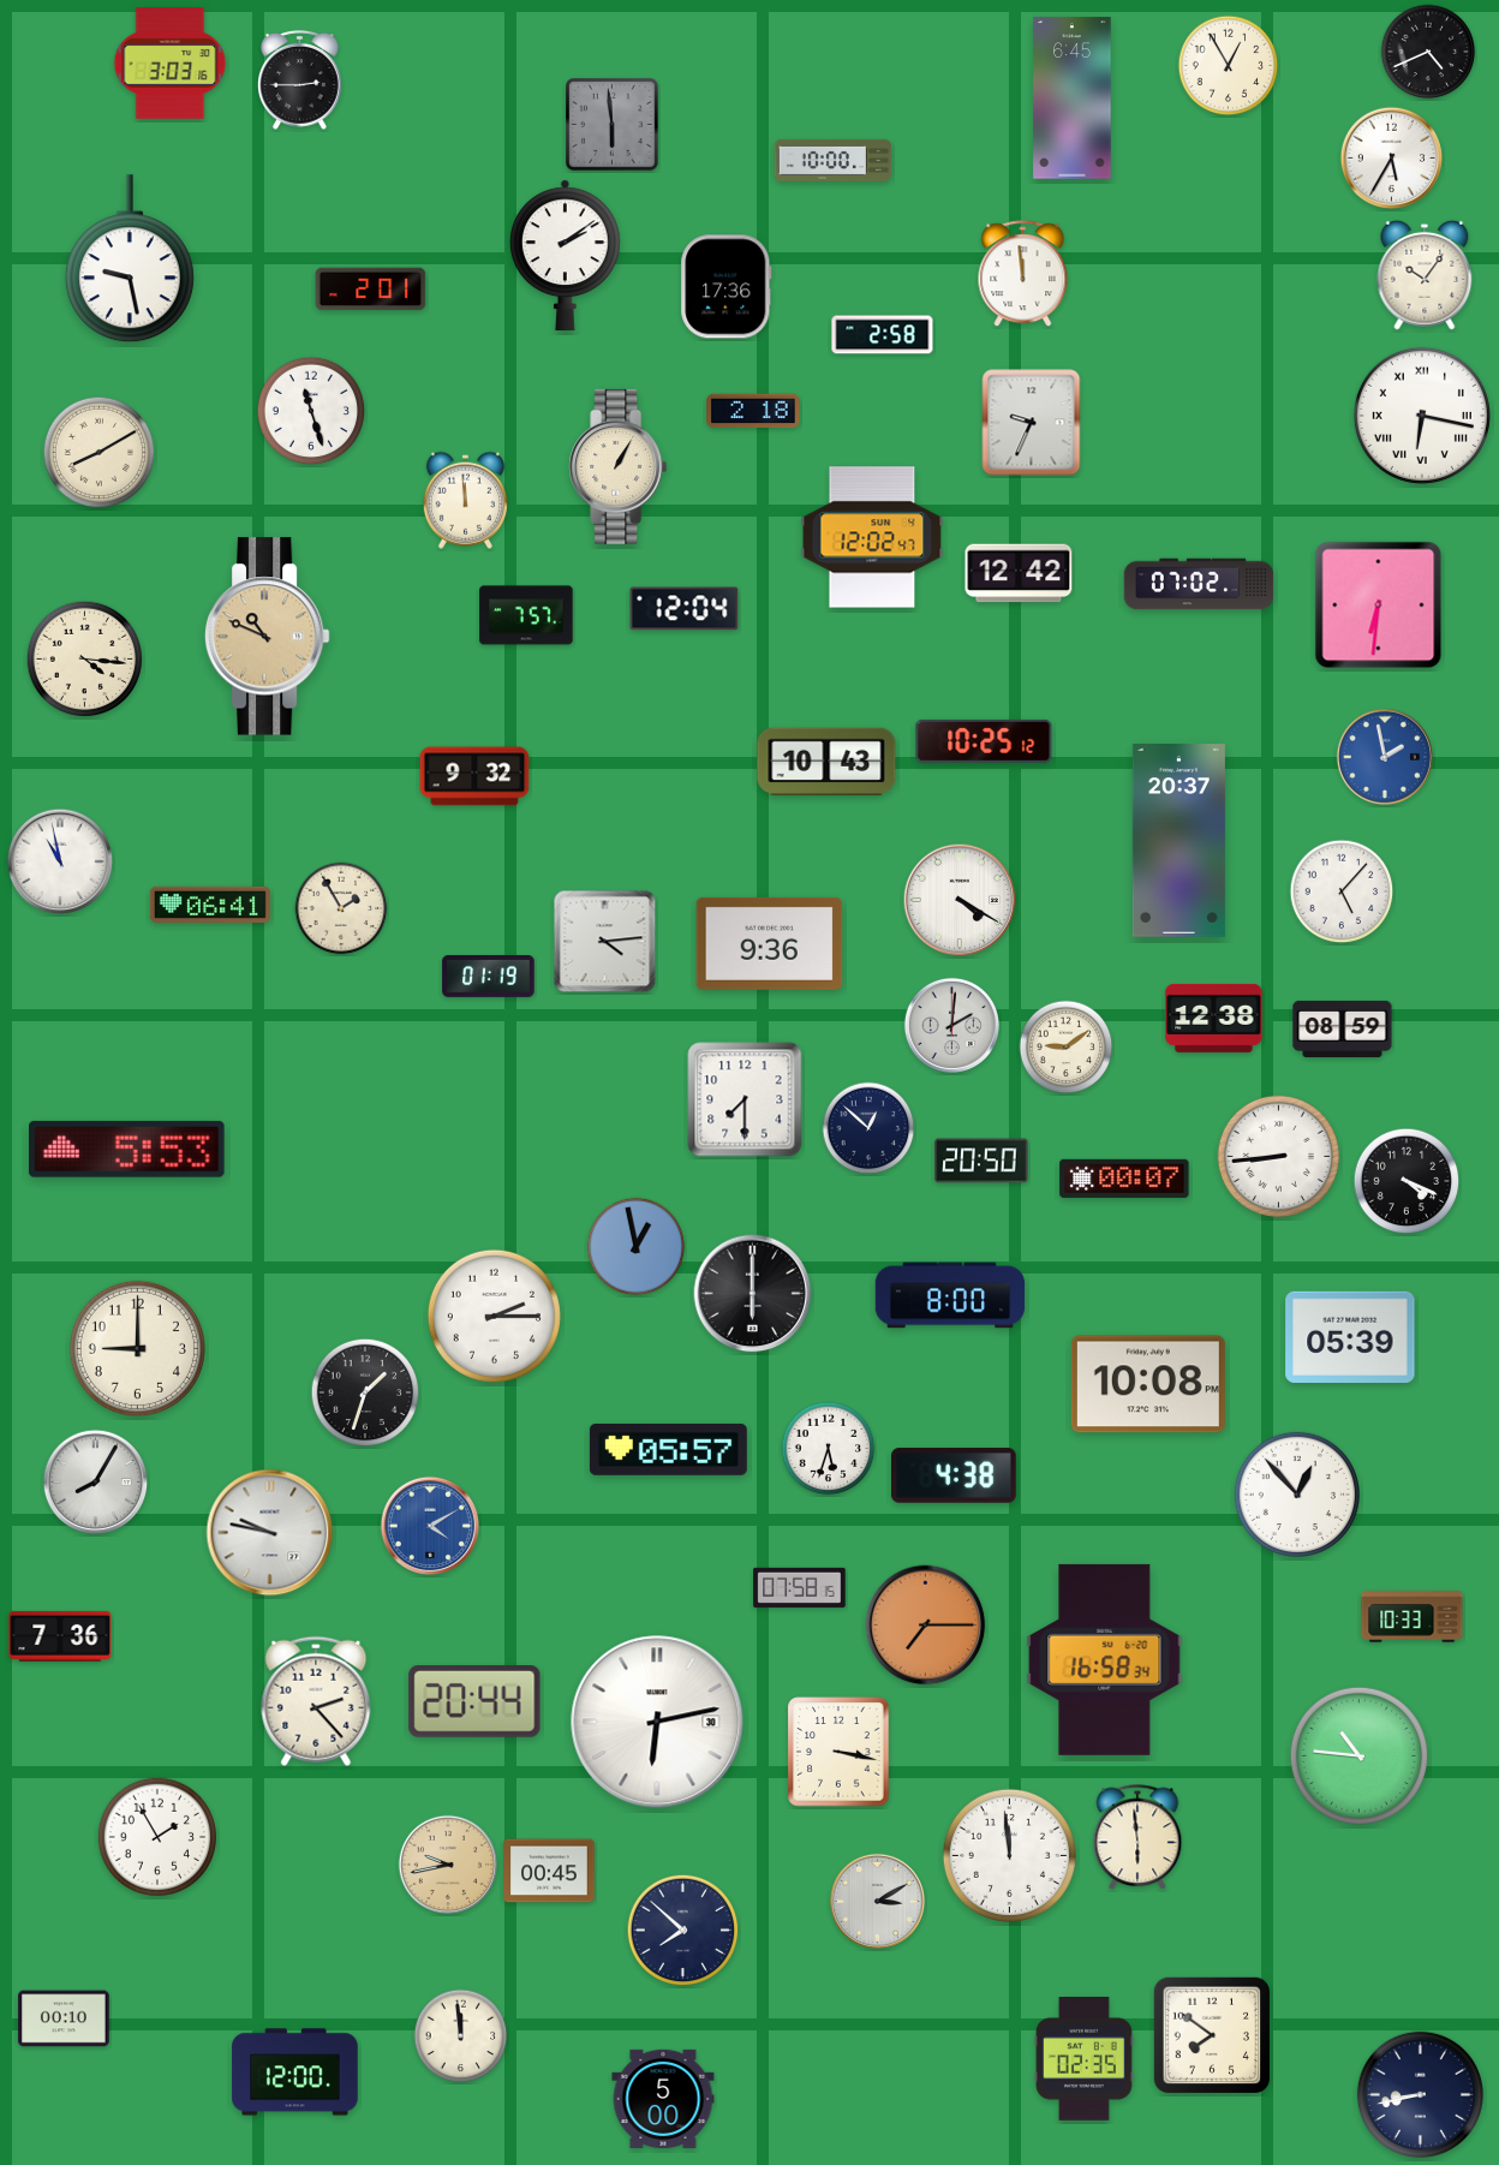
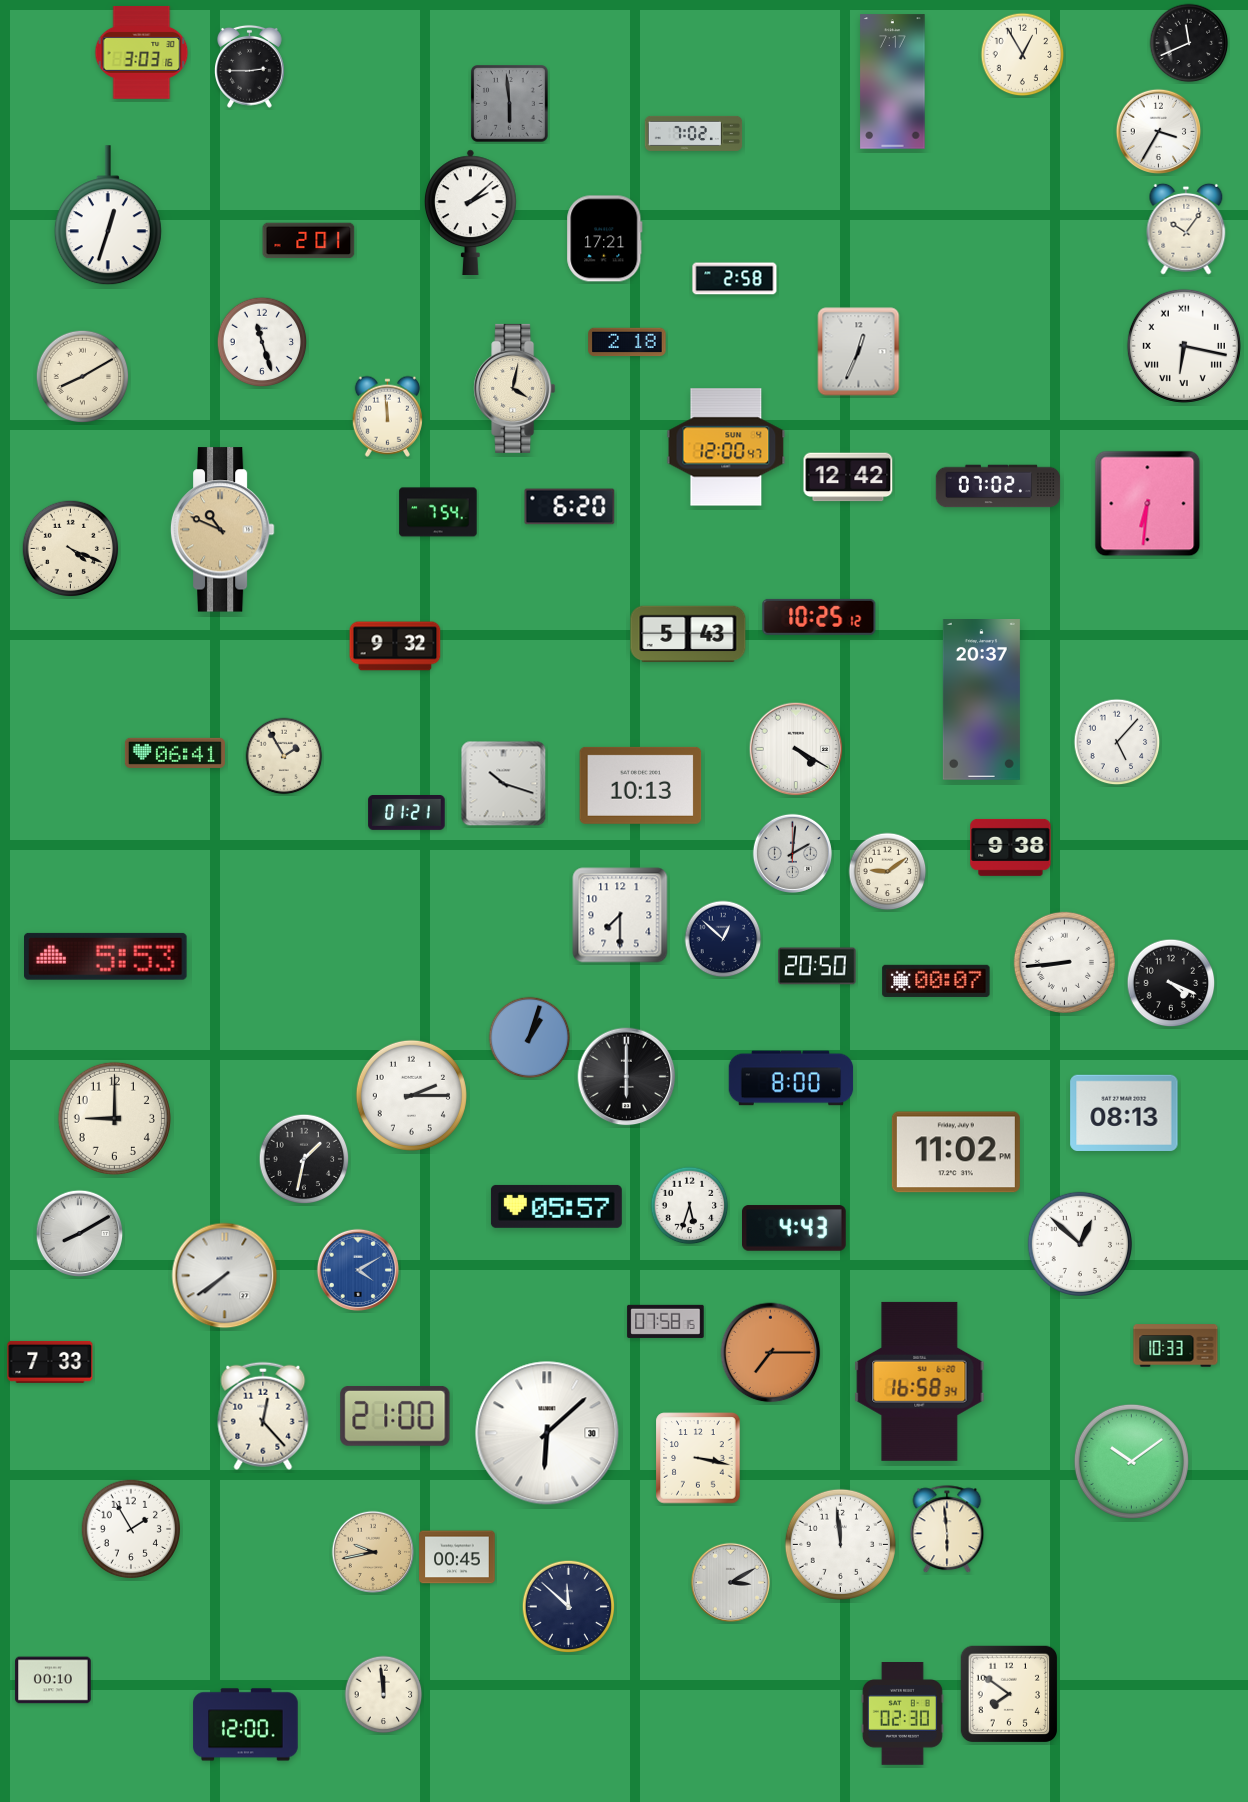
clock at (1428, 52): 4:41 -> 11:41
clock at (1073, 99): 6:45 -> 7:17
clock at (1392, 159): 5:35 -> 3:35
clock at (834, 160): 10:00 -> 7:02
clock at (566, 255): 2:09 -> 2:08
clock at (130, 260): 9:28 -> 12:33
clock at (1023, 274): 11:59 -> none
clock at (727, 287): 17:36 -> 17:21
clock at (311, 411) position: (311, 411) -> (262, 342)
clock at (1032, 423): 9:34 -> 12:34
clock at (619, 466): 1:05 -> 4:02
clock at (872, 537): 12:02 -> 12:00
clock at (685, 609): 12:04 -> 6:20
clock at (526, 615): 7:57 -> 7:54
clock at (85, 660): 4:16 -> 4:19
clock at (1384, 756): 1:58 -> none
clock at (826, 762): 10:43 -> 5:43
clock at (60, 861): 10:58 -> none
clock at (960, 900) position: (960, 900) -> (796, 749)
clock at (605, 942): 4:14 -> 10:18
clock at (770, 943): 9:36 -> 10:13
clock at (489, 977): 01:19 -> 01:21
clock at (1214, 1018): 12:38 -> 9:38
clock at (1343, 1028): 08:59 -> none
clock at (637, 1247): 12:58 -> 1:03
clock at (1350, 1337): 05:39 -> 08:13
clock at (137, 1348) position: (137, 1348) -> (114, 1118)
clock at (1148, 1384): 10:08 -> 11:02
clock at (365, 1392): 1:33 -> 1:32
clock at (955, 1475): 4:38 -> 4:43
clock at (96, 1483): 8:05 -> 8:10
clock at (1297, 1495): 12:53 -> 12:52
clock at (270, 1533): 9:47 -> 7:39
clock at (60, 1636): 7:36 -> 7:33
clock at (316, 1701): 2:23 -> 12:23
clock at (474, 1702): 20:44 -> 21:00
clock at (657, 1722): 6:13 -> 6:08
clock at (1358, 1755): 10:46 -> 10:09
clock at (683, 1931): 7:52 -> 11:52
clock at (1083, 2059): 02:35 -> 02:30
clock at (1420, 2094): 8:43 -> none
clock at (663, 2099): 5:00 -> none
